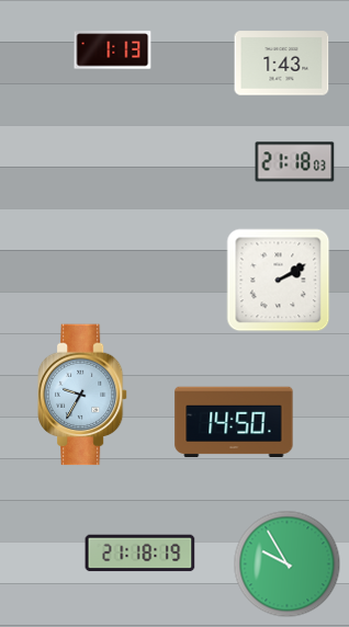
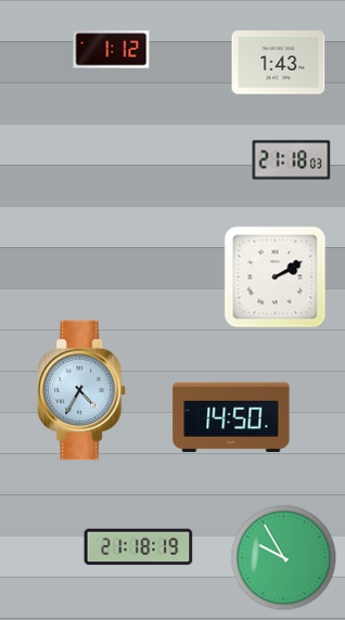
clock at (113, 50): 1:13 -> 1:12
clock at (82, 395): 9:35 -> 4:35
